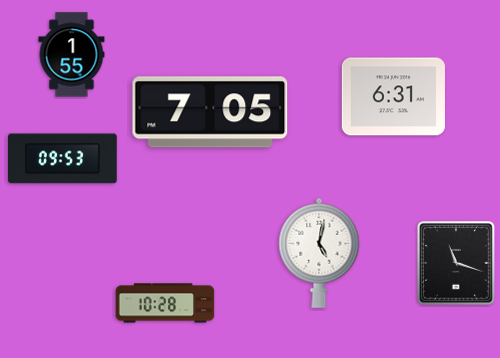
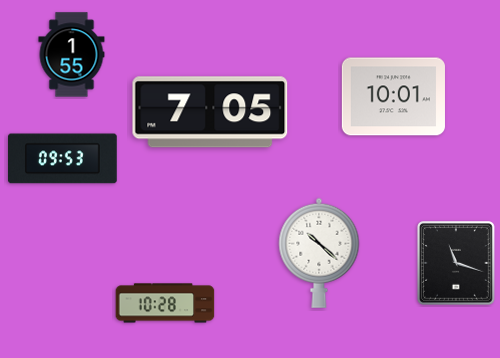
clock at (393, 97): 6:31 -> 10:01
clock at (319, 253): 5:02 -> 10:22
